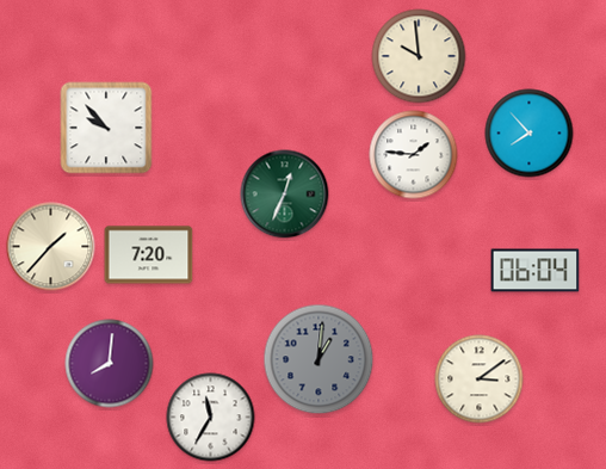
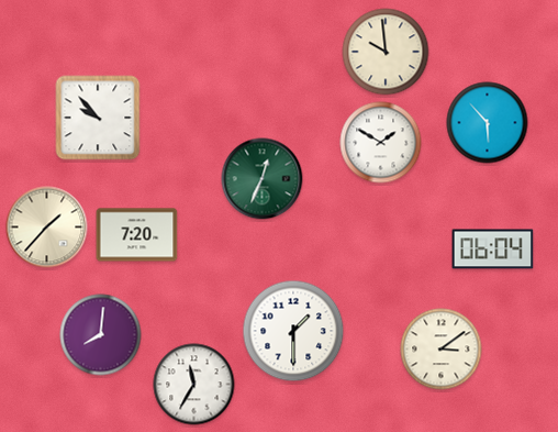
clock at (530, 134): 7:53 -> 5:53
clock at (414, 155): 1:46 -> 1:50
clock at (319, 359): 1:01 -> 1:30
clock at (319, 359) dial: grey -> white
